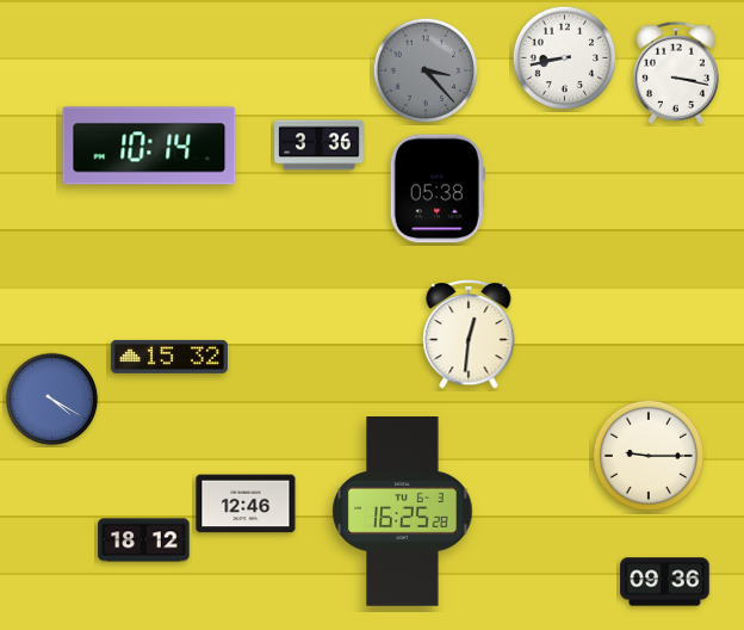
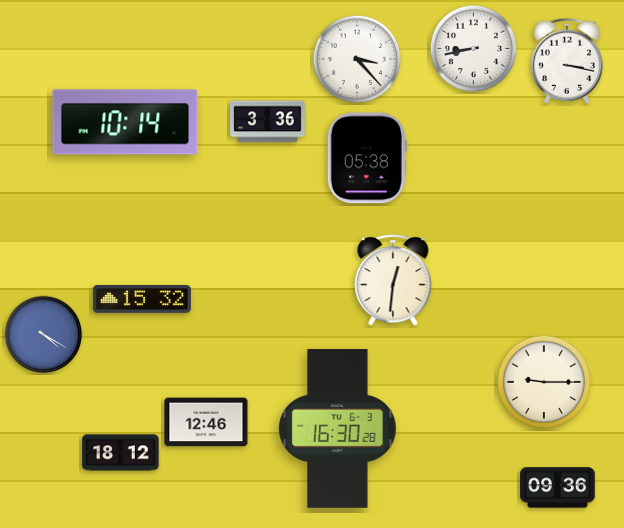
clock at (426, 70) dial: grey -> white
clock at (403, 512): 16:25 -> 16:30
